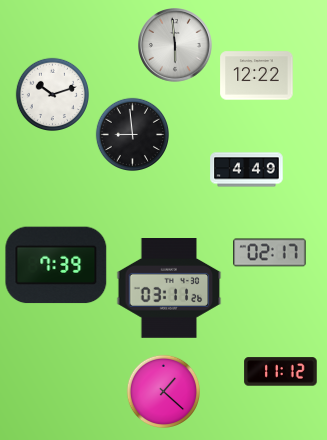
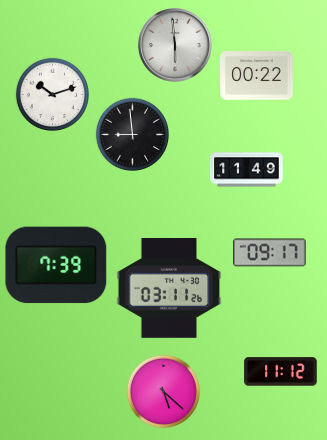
clock at (257, 76): 12:22 -> 00:22
clock at (247, 170): 4:49 -> 11:49
clock at (270, 253): 02:17 -> 09:17
clock at (163, 391): 1:22 -> 5:22
